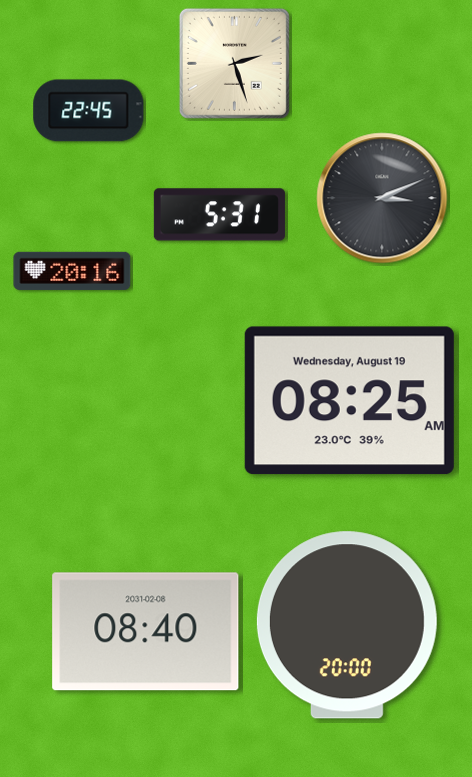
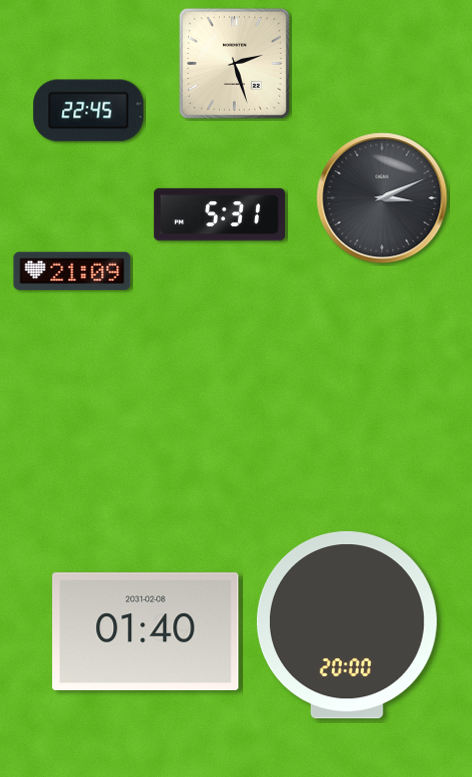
clock at (72, 271): 20:16 -> 21:09
clock at (349, 401): 08:25 -> none
clock at (146, 632): 08:40 -> 01:40
